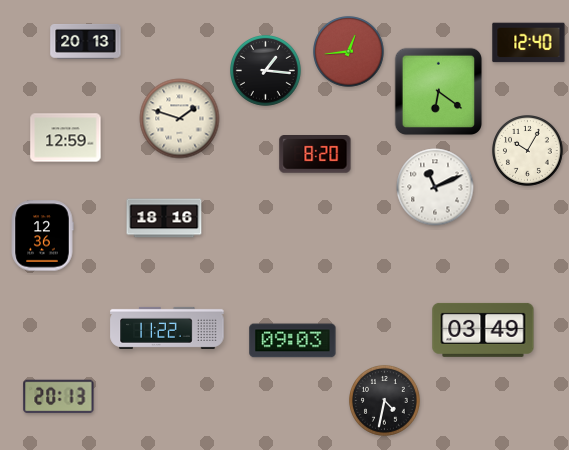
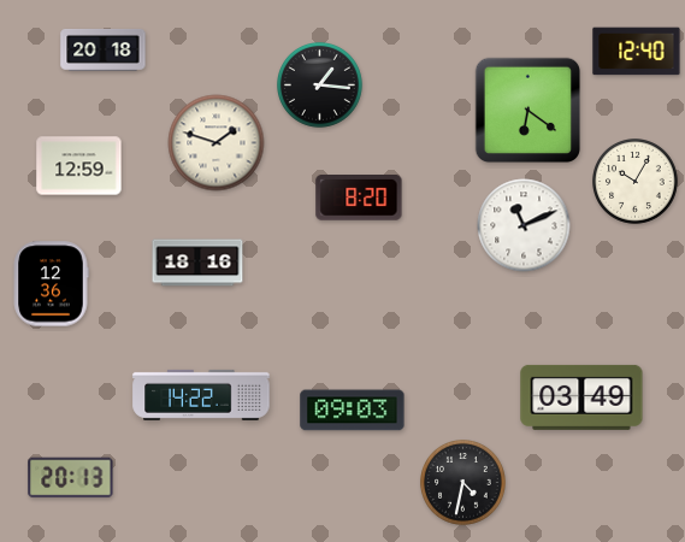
clock at (86, 41): 20:13 -> 20:18
clock at (349, 52): 12:44 -> none
clock at (315, 154) position: (315, 154) -> (359, 198)
clock at (167, 328): 11:22 -> 14:22
